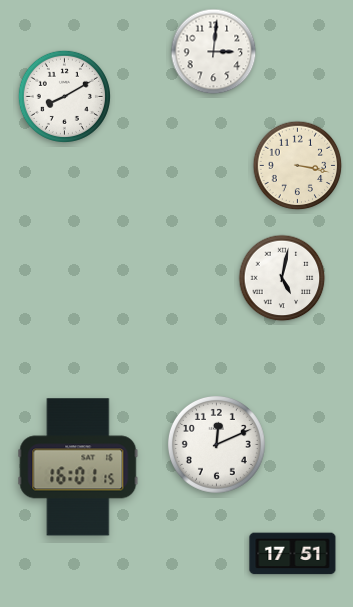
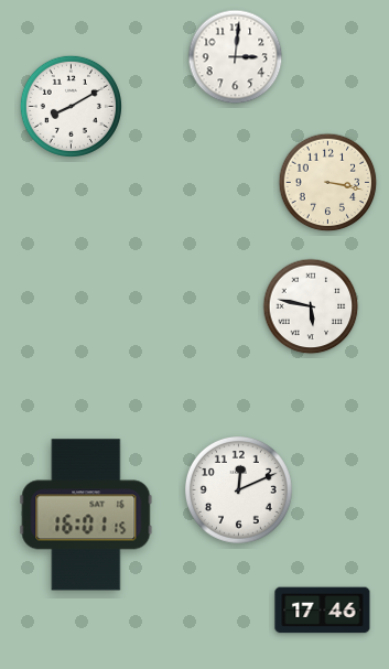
clock at (282, 278): 5:02 -> 5:47
clock at (293, 554): 17:51 -> 17:46
